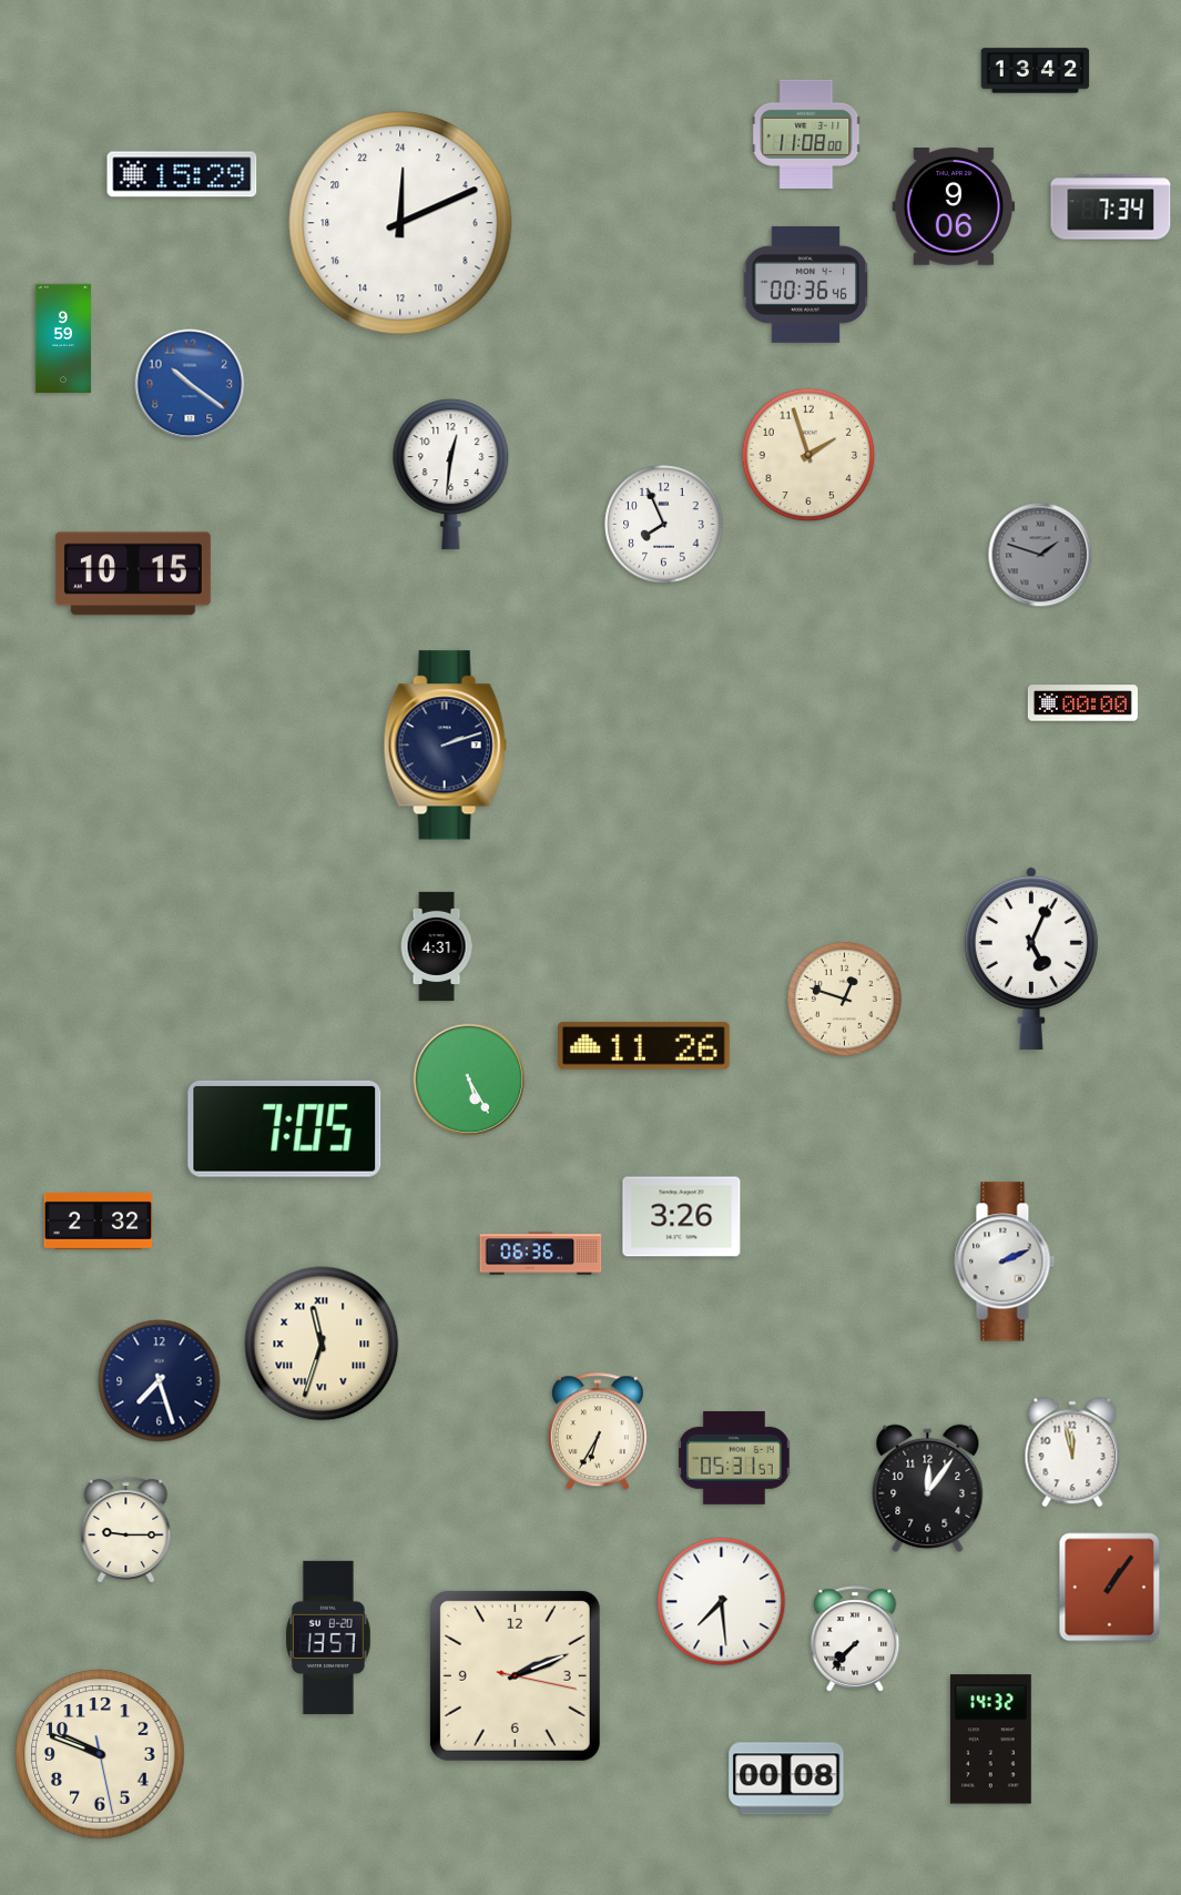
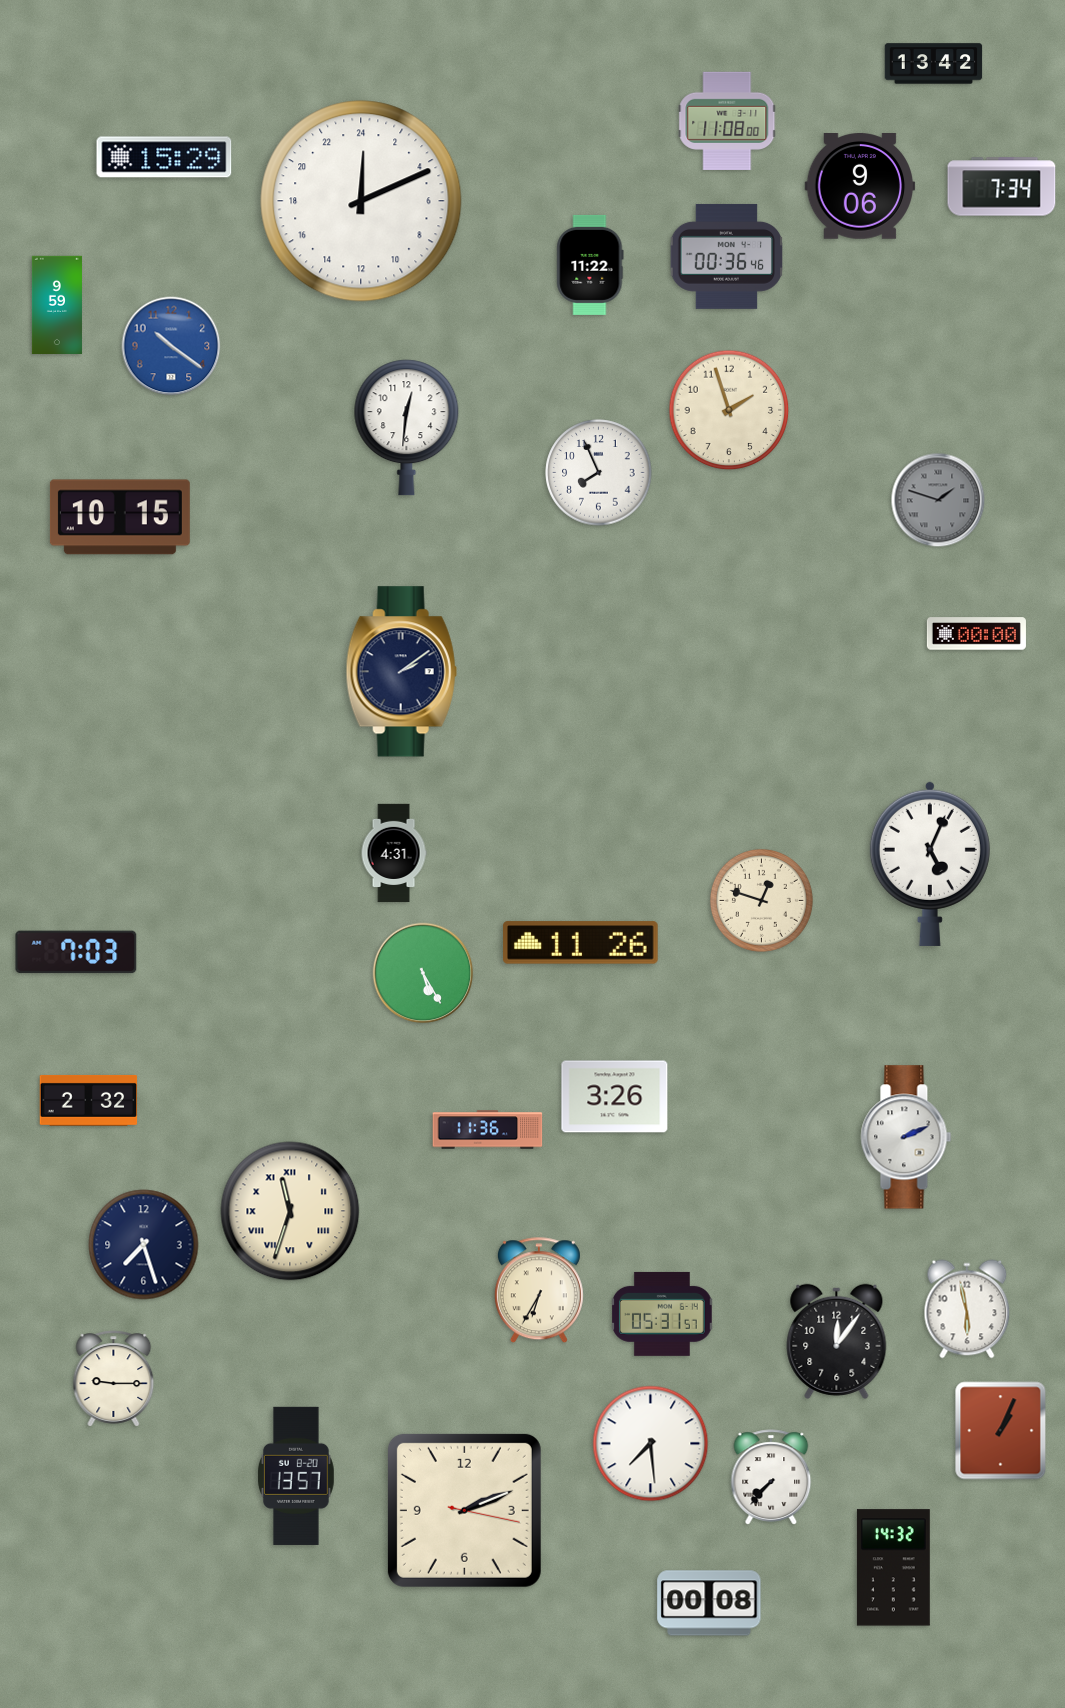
clock at (590, 265): none -> 11:22
clock at (445, 746): 2:12 -> 2:09
clock at (76, 952): none -> 7:03
clock at (285, 1128): 7:05 -> none
clock at (541, 1254): 06:36 -> 11:36
clock at (1072, 1452): 11:58 -> 5:58
clock at (1110, 1588): 1:06 -> 1:04
clock at (100, 1754): 9:48 -> none
